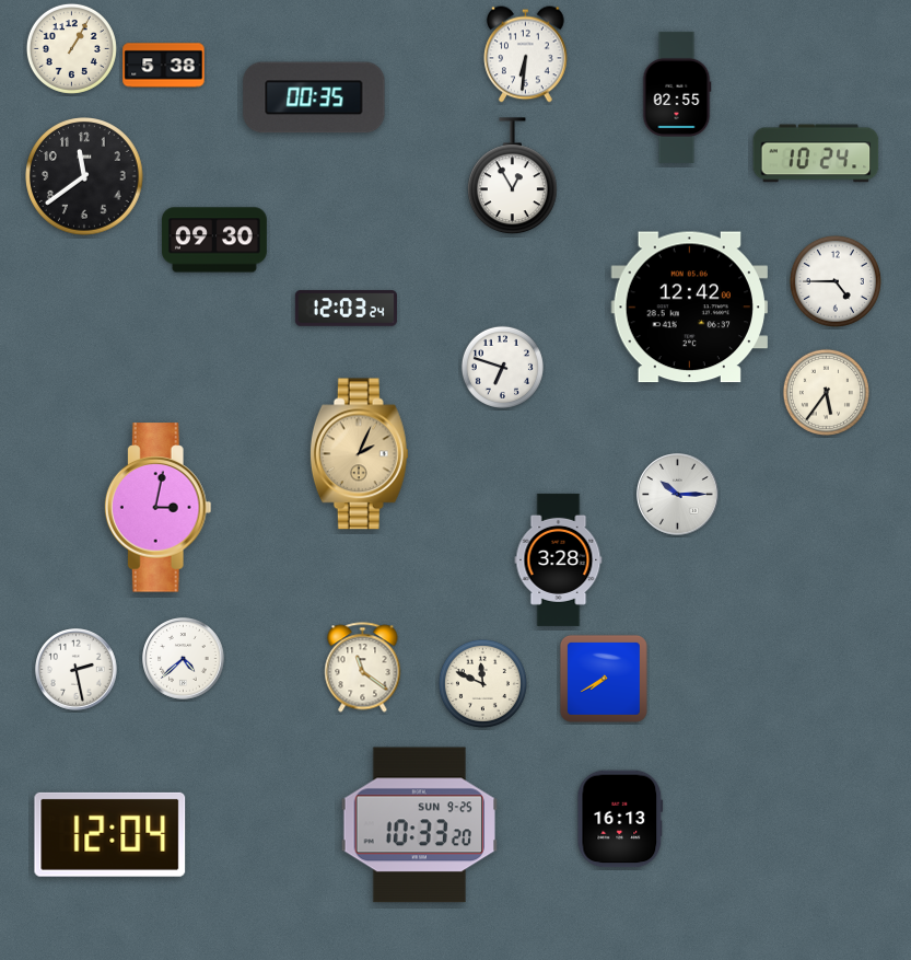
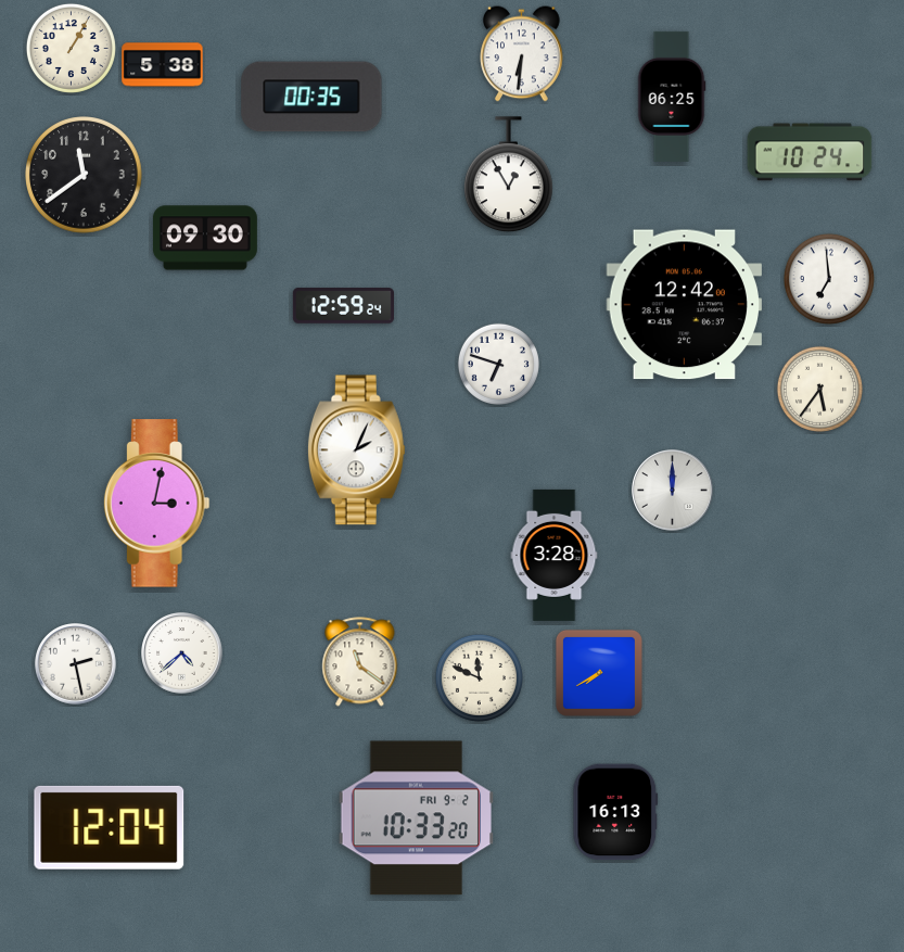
clock at (677, 97): 02:55 -> 06:25
clock at (214, 240) position: (214, 240) -> (205, 238)
clock at (836, 281): 4:45 -> 6:59
clock at (346, 309): 12:03 -> 12:59
clock at (359, 454) dial: champagne -> white
clock at (678, 495): 10:15 -> 12:00
clock at (419, 825) date: SUN 9-25 -> FRI 9-2
